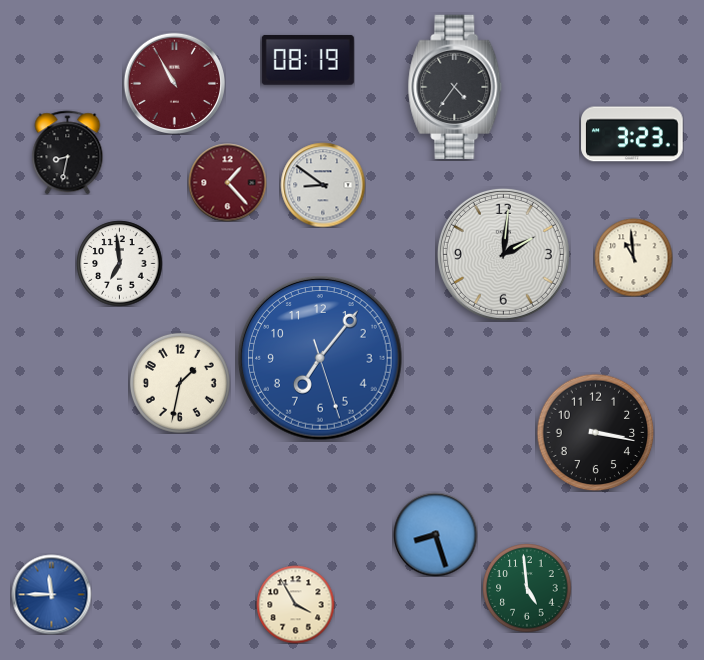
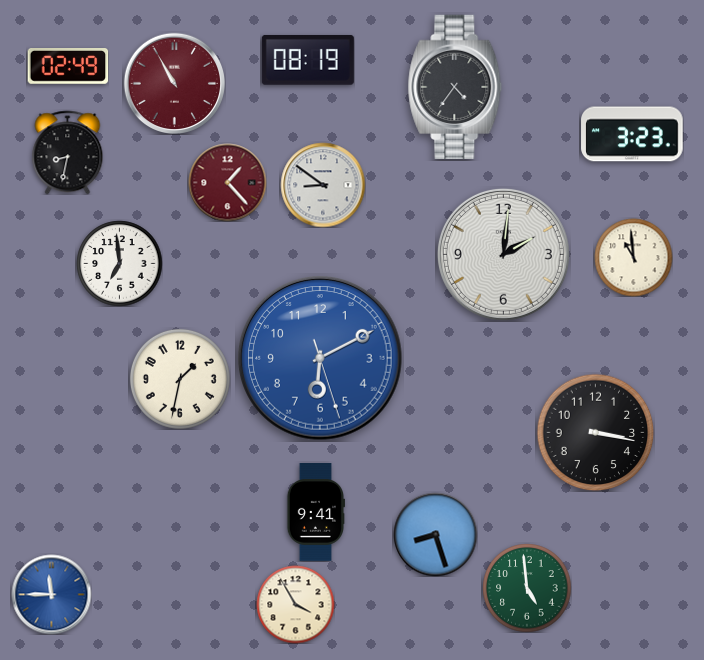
clock at (68, 67): none -> 02:49
clock at (320, 358): 7:06 -> 6:10
clock at (180, 383) position: (180, 383) -> (180, 379)
clock at (315, 513): none -> 9:41
